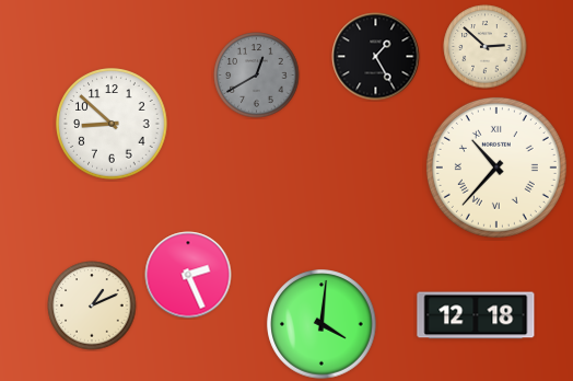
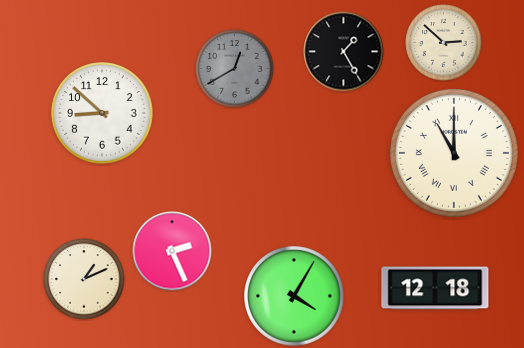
clock at (496, 168): 10:37 -> 11:00
clock at (321, 324): 4:01 -> 4:05
